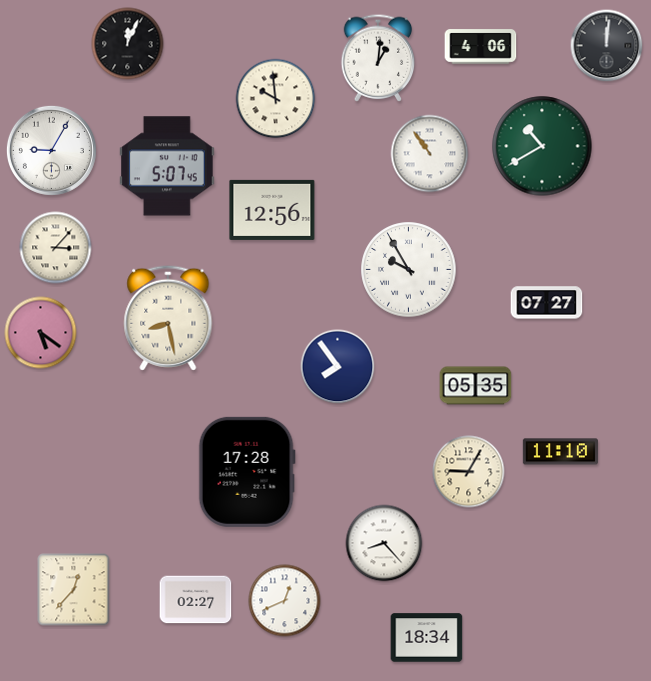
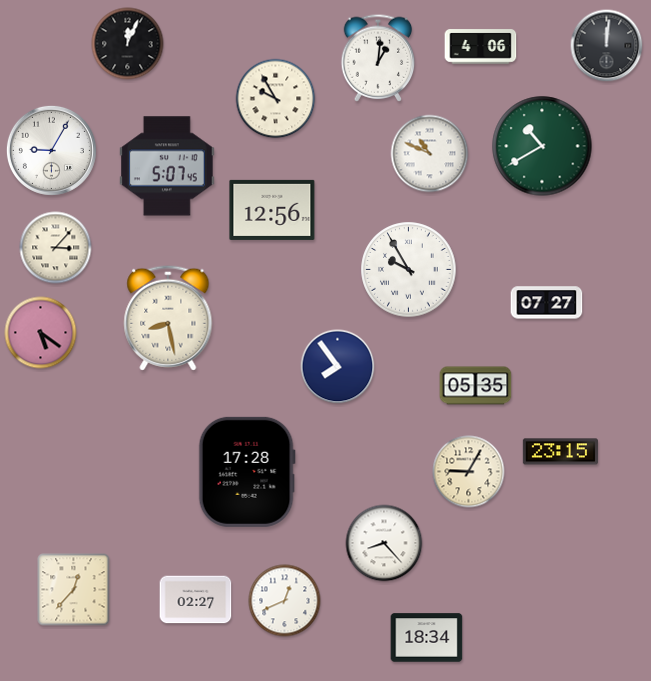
clock at (276, 99): 9:59 -> 9:55
clock at (430, 154): 10:54 -> 10:49
clock at (560, 452): 11:10 -> 23:15
